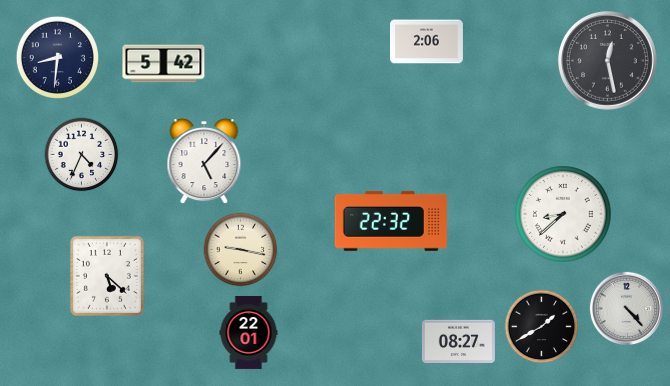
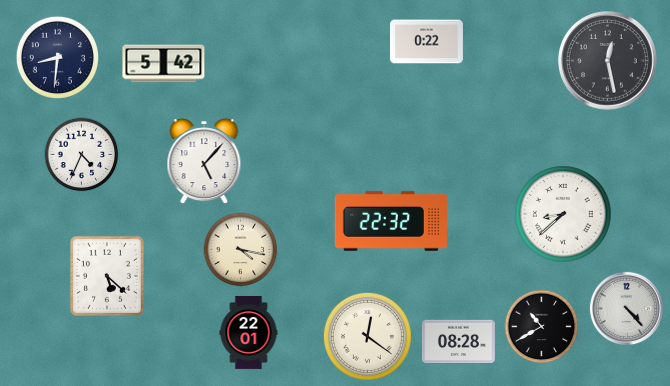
clock at (426, 42): 2:06 -> 0:22
clock at (241, 250): 9:17 -> 4:17
clock at (542, 327): 1:40 -> 10:40
clock at (367, 336): none -> 12:21
clock at (458, 341): 08:27 -> 08:28
